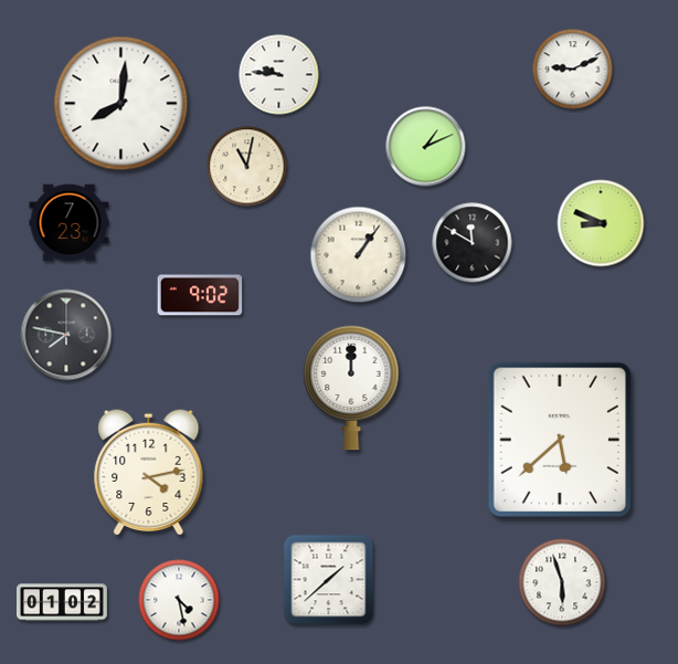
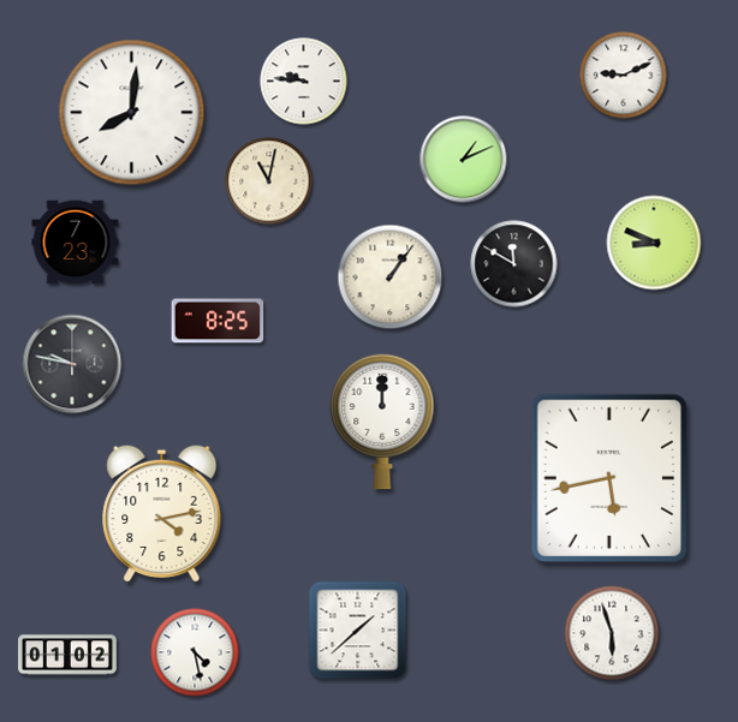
clock at (200, 295): 9:02 -> 8:25
clock at (66, 335): 7:47 -> 9:47
clock at (559, 439): 5:38 -> 5:43
